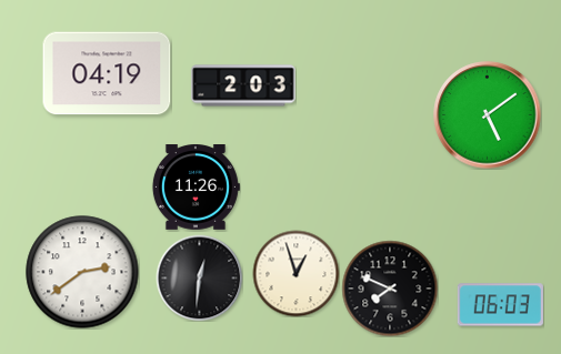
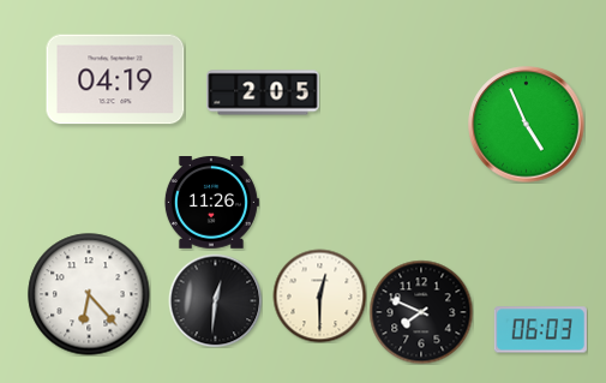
clock at (243, 85): 2:03 -> 2:05
clock at (488, 115): 5:09 -> 4:56
clock at (82, 272): 2:39 -> 6:23
clock at (295, 273): 12:57 -> 12:30
